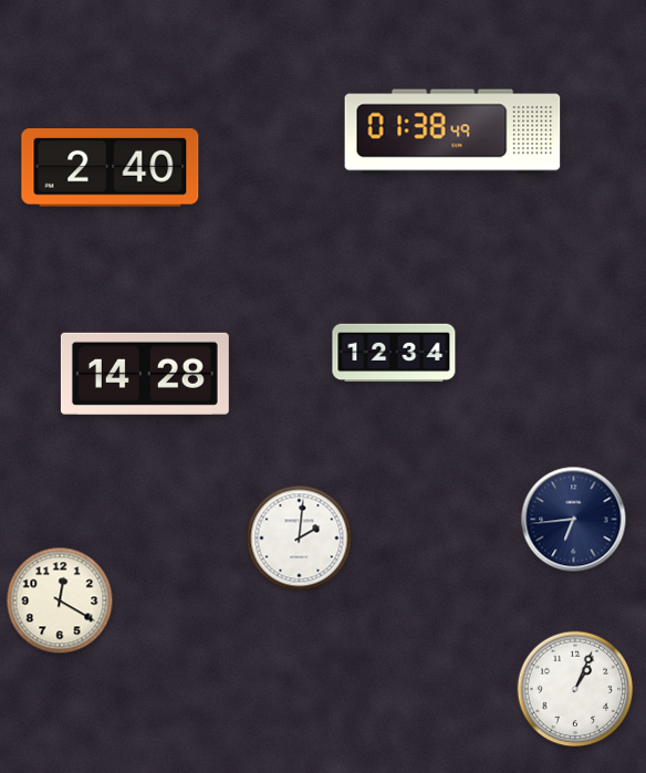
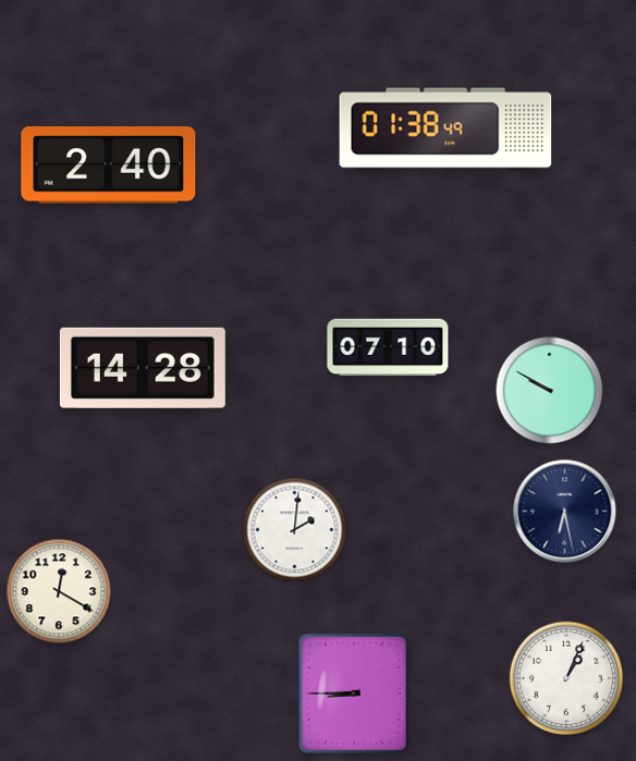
clock at (394, 353): 12:34 -> 07:10
clock at (550, 391): none -> 9:50
clock at (574, 520): 6:44 -> 6:28
clock at (354, 694): none -> 8:45
